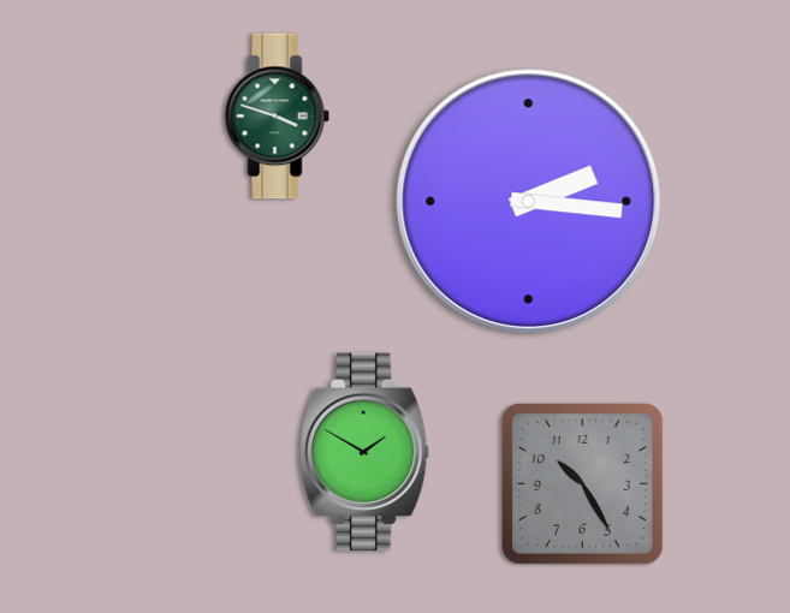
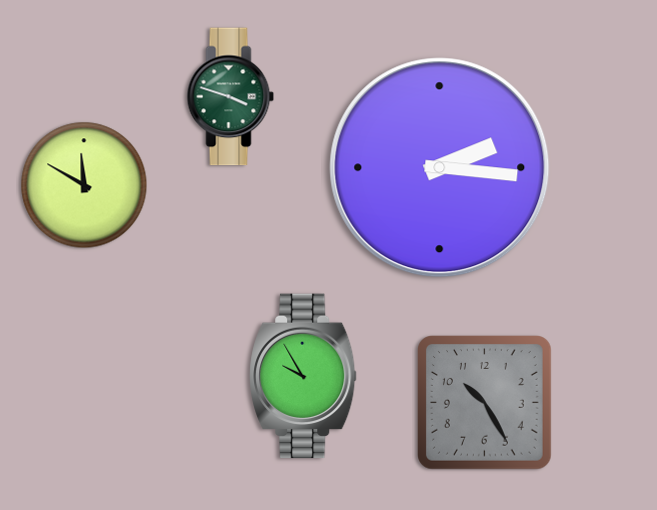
clock at (84, 185): none -> 11:50
clock at (364, 452): 1:50 -> 9:55
